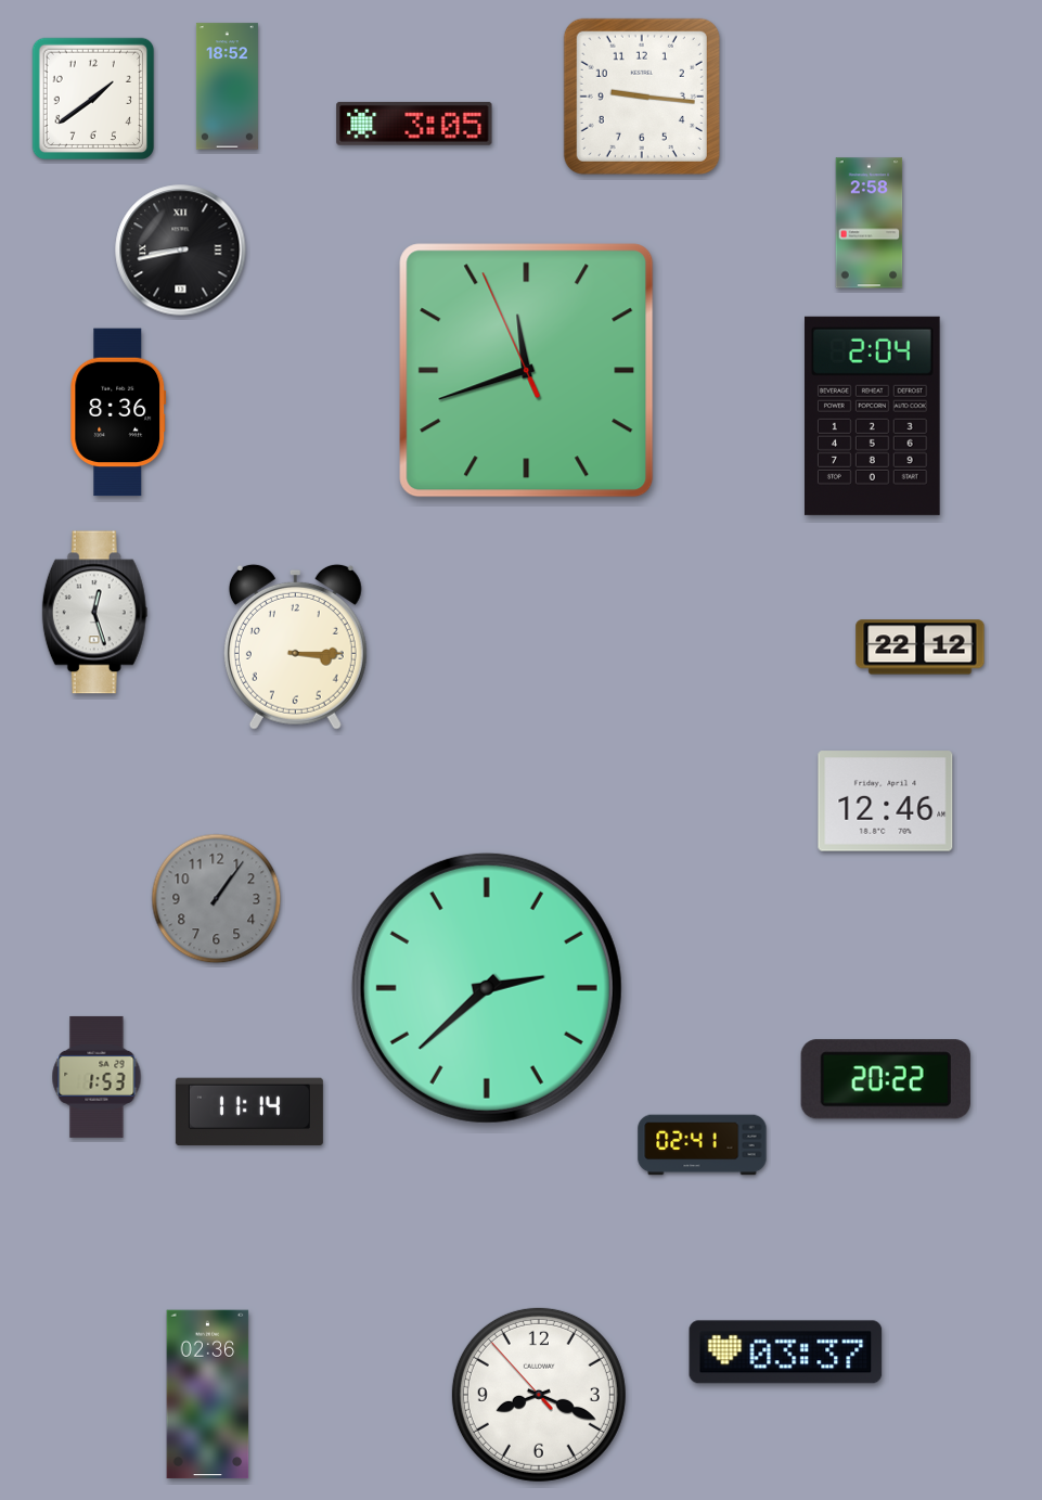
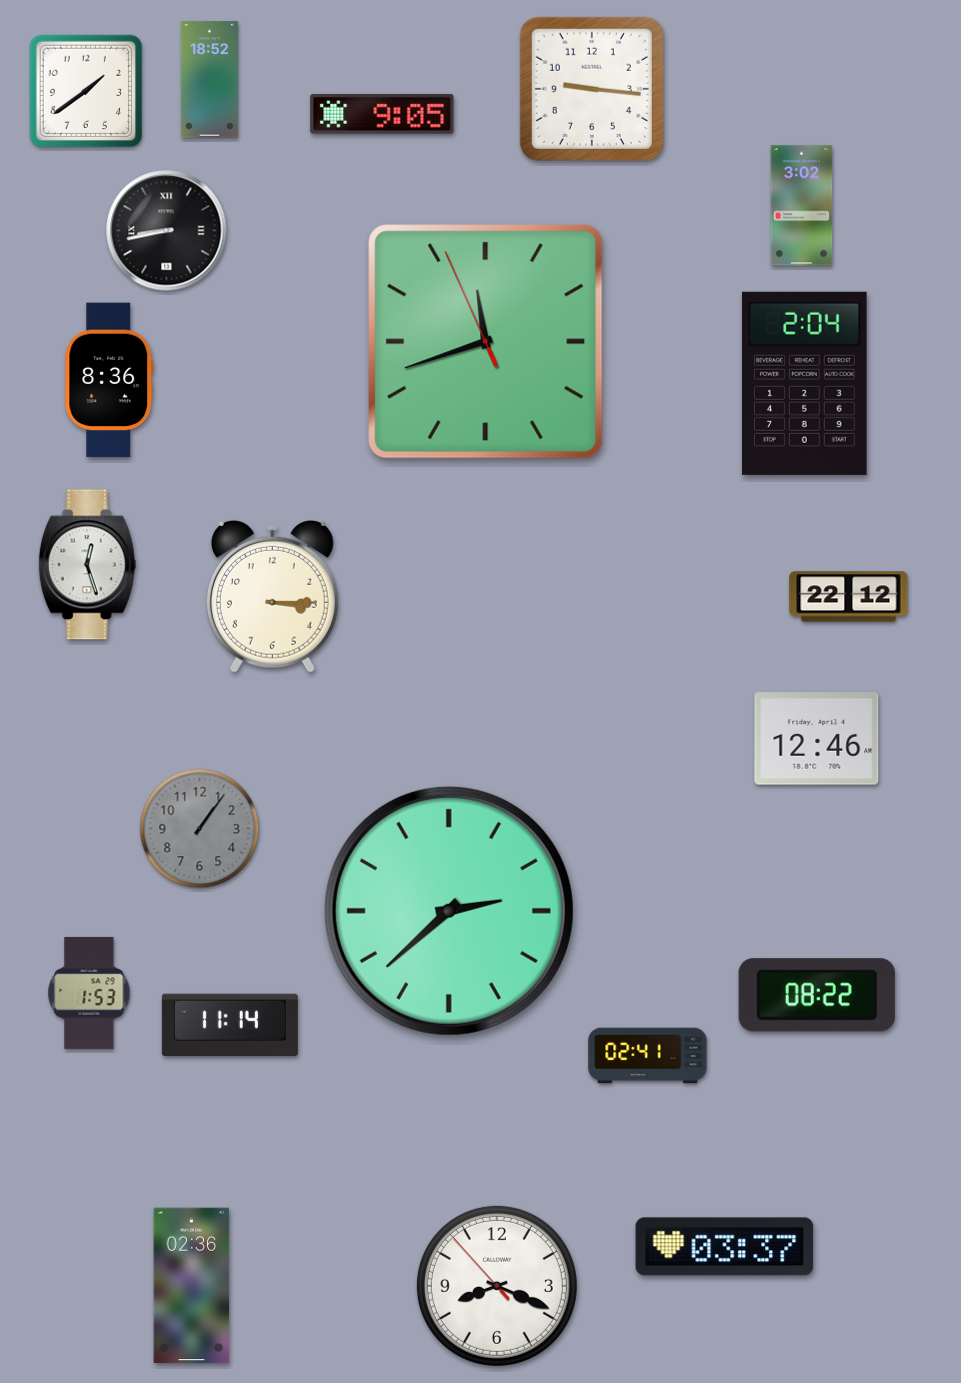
clock at (414, 124): 3:05 -> 9:05
clock at (870, 223): 2:58 -> 3:02
clock at (886, 1079): 20:22 -> 08:22
